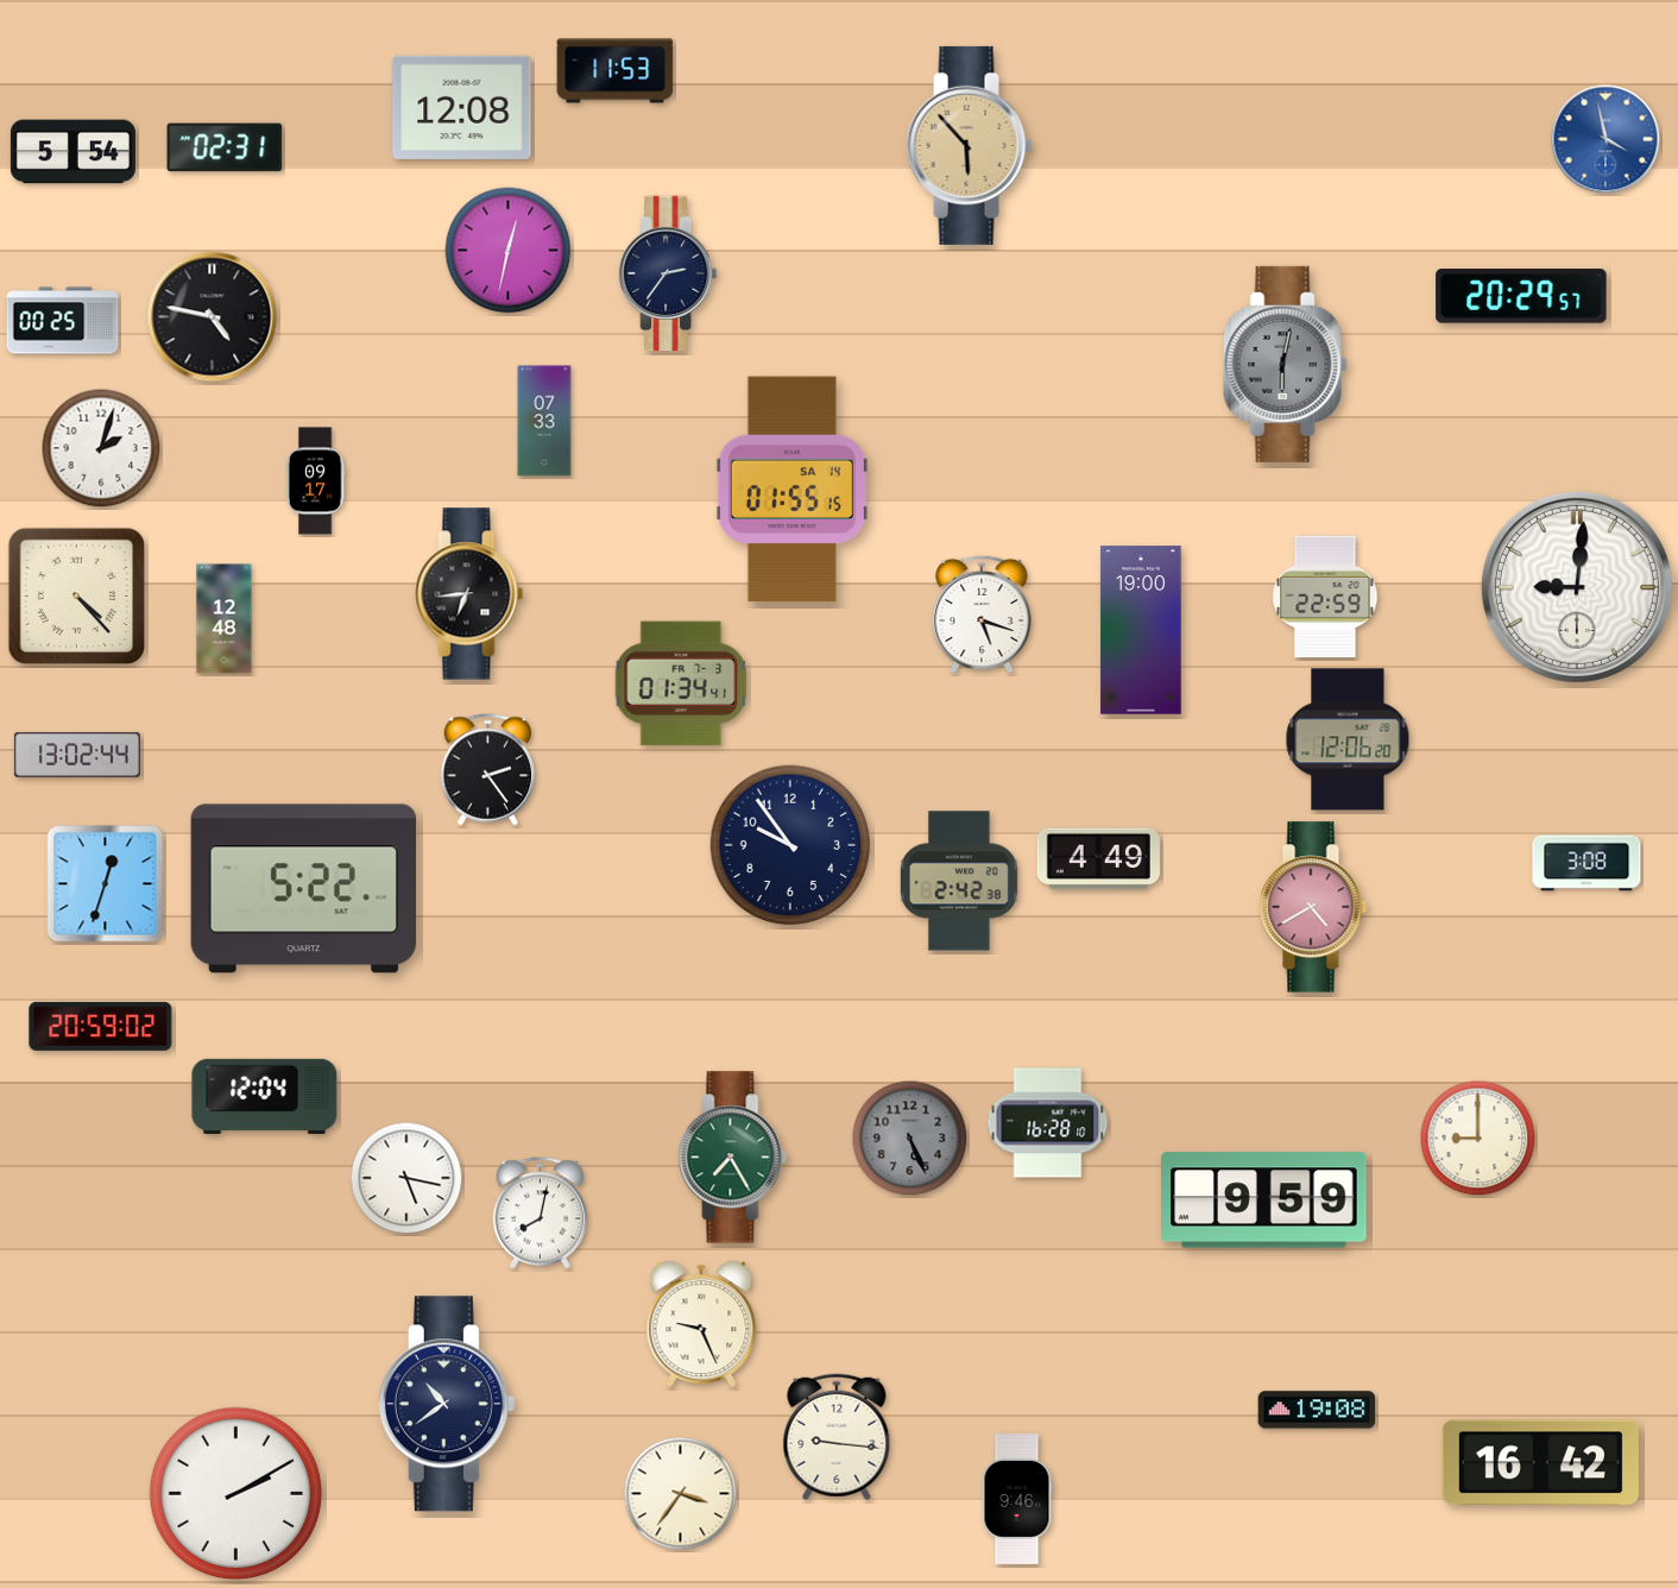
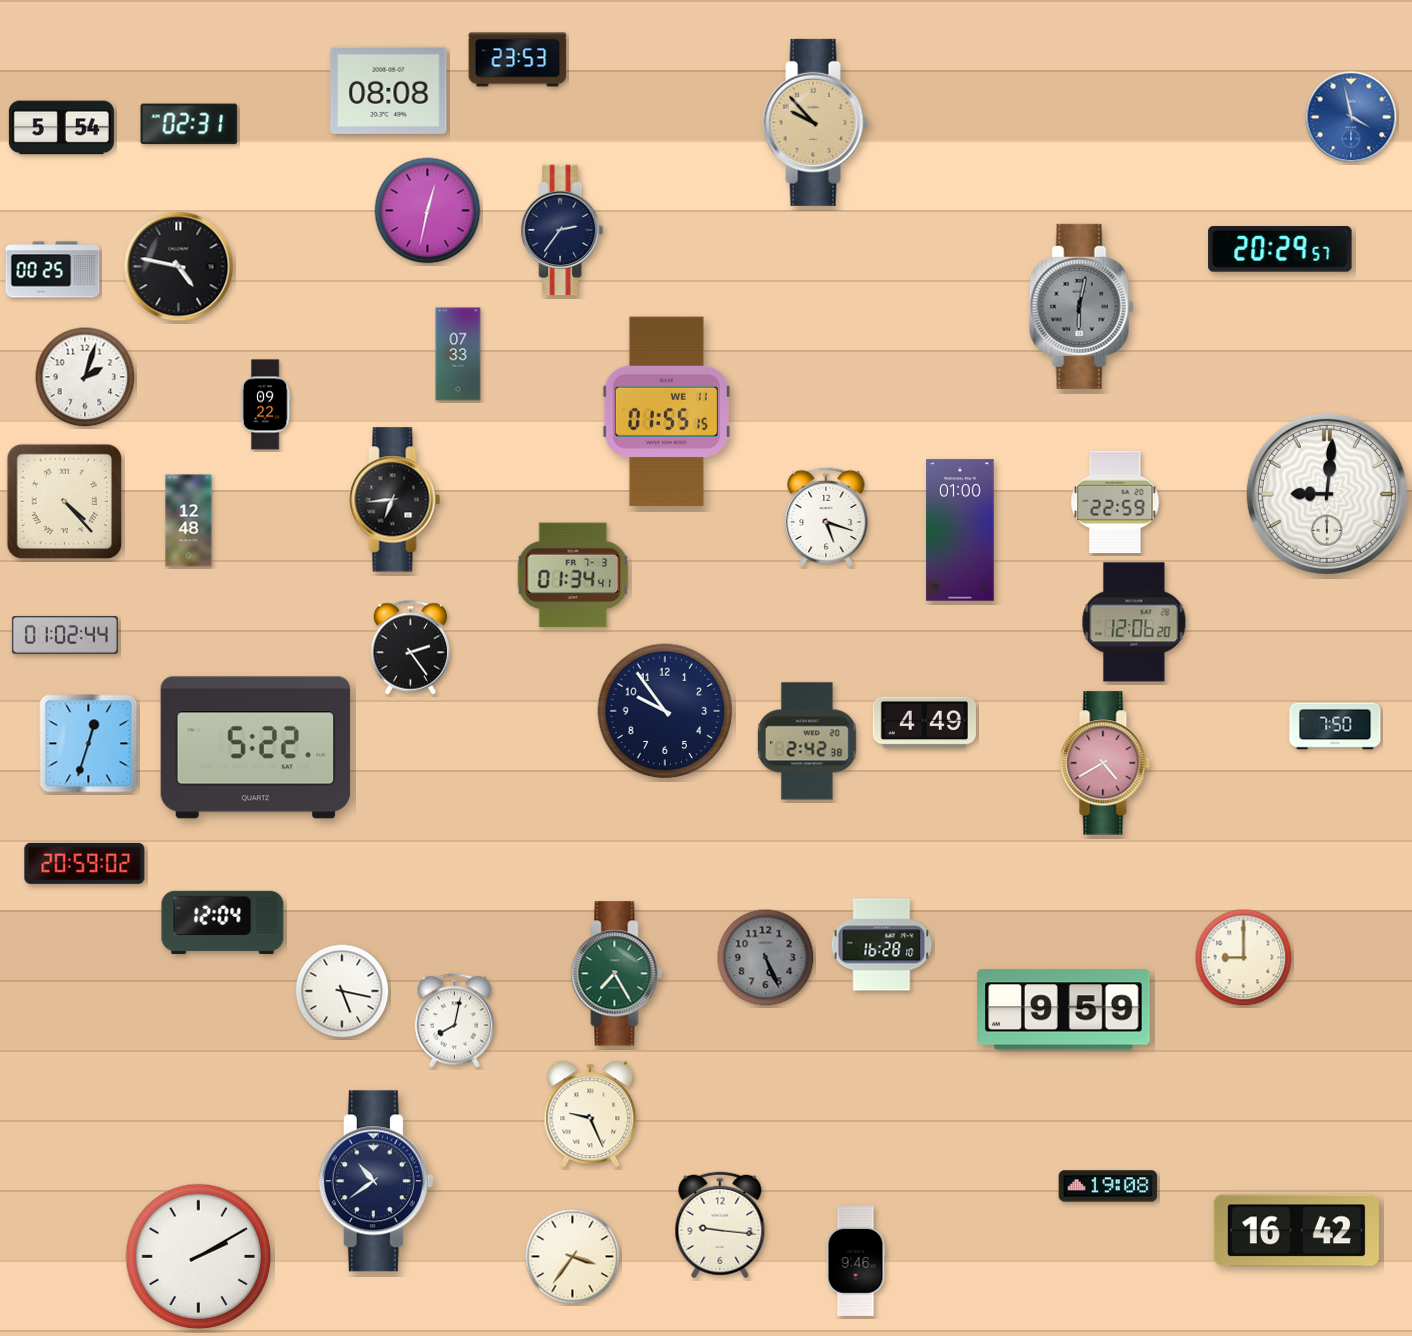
clock at (616, 71): 11:53 -> 23:53
clock at (462, 107): 12:08 -> 08:08
clock at (970, 145): 5:53 -> 9:53
clock at (315, 481): 09:17 -> 09:22
clock at (791, 490) date: SA 14 -> WE 11
clock at (1141, 630): 19:00 -> 01:00
clock at (77, 755): 13:02 -> 01:02
clock at (1586, 863): 3:08 -> 7:50
clock at (837, 1437) position: (837, 1437) -> (720, 1225)
